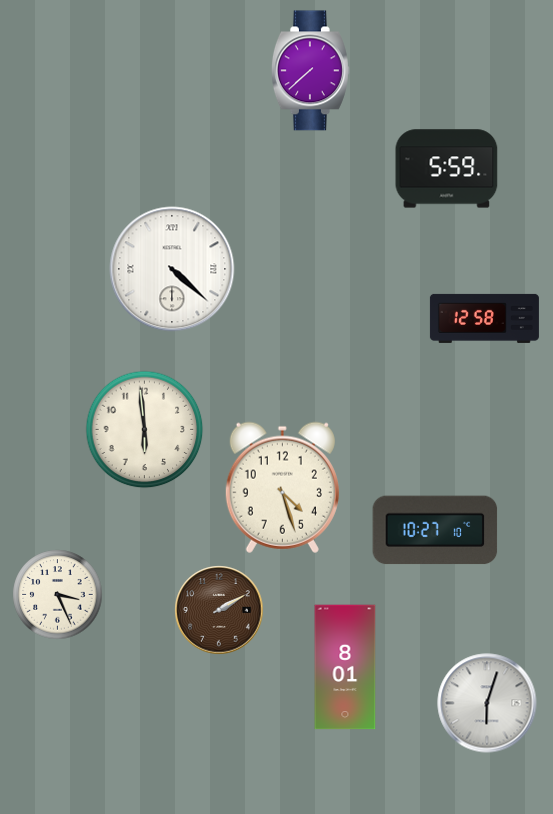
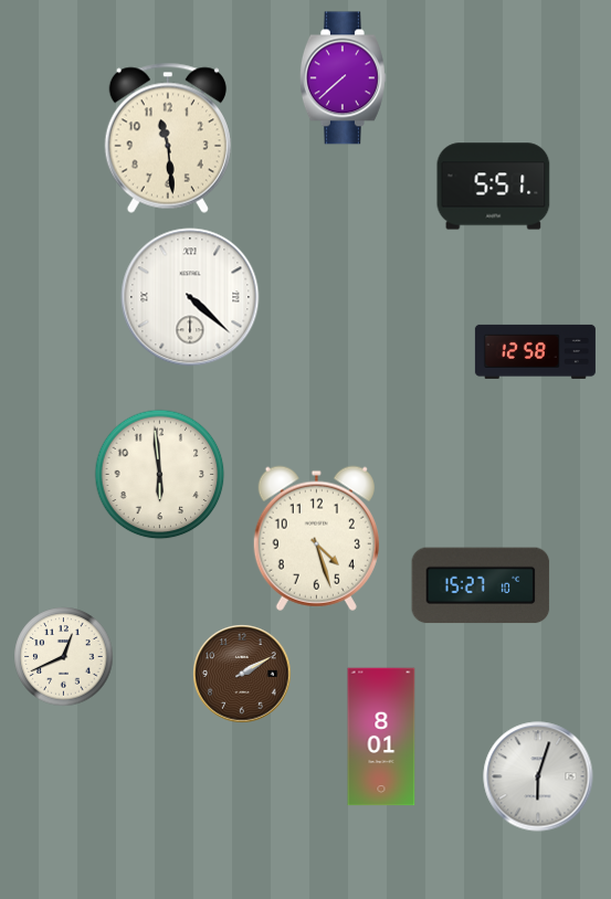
clock at (168, 138): none -> 11:29
clock at (447, 169): 5:59 -> 5:51
clock at (282, 487) position: (282, 487) -> (316, 538)
clock at (435, 530): 10:27 -> 15:27
clock at (58, 595): 3:26 -> 12:41
